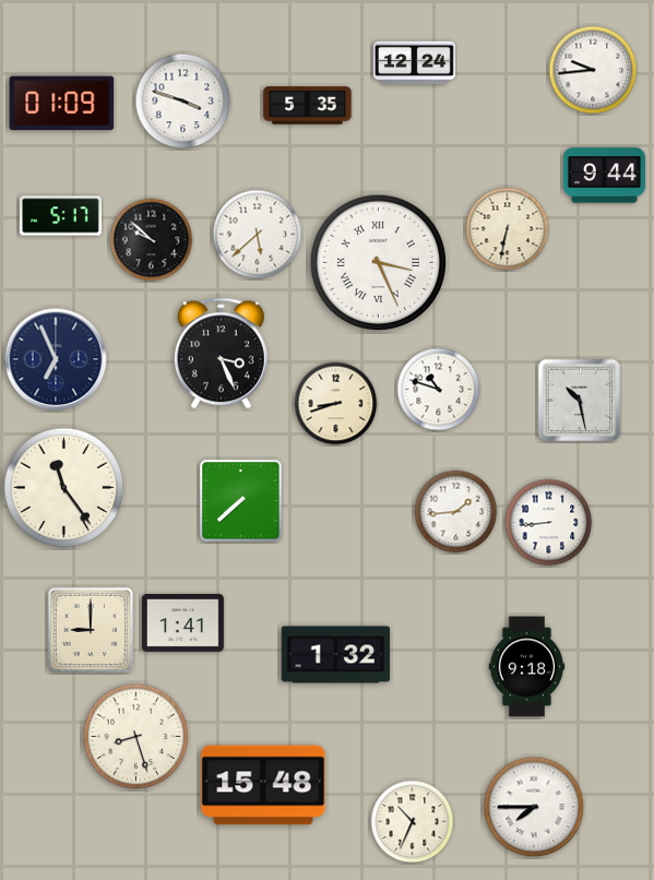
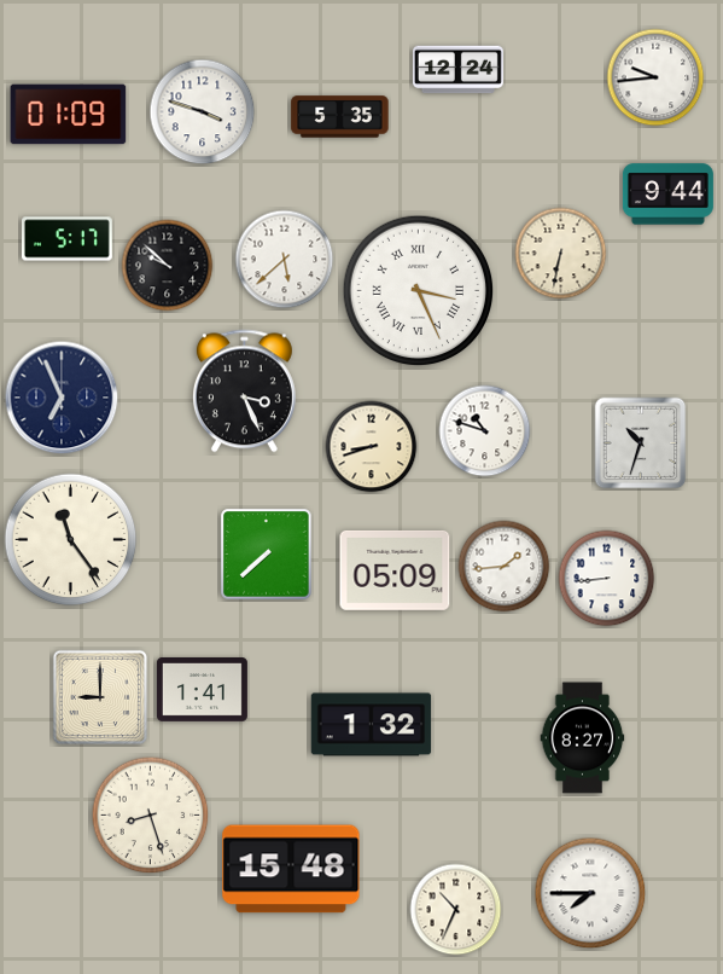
clock at (580, 401): 10:28 -> 10:33
clock at (395, 570): none -> 05:09
clock at (527, 667): 9:18 -> 8:27
